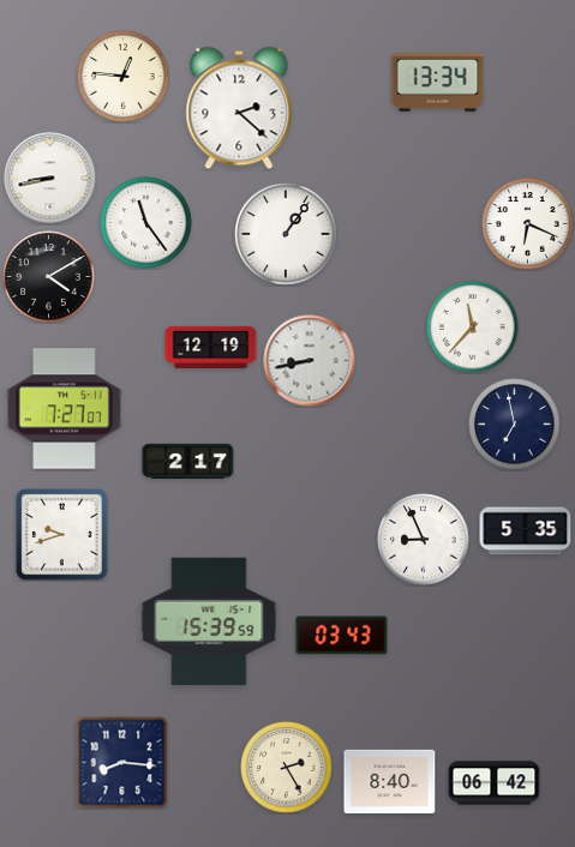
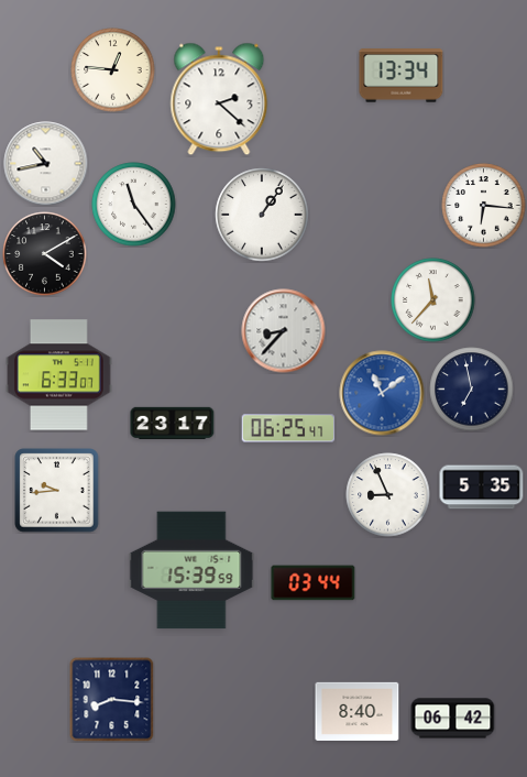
clock at (50, 179): 8:43 -> 10:43
clock at (528, 224): 6:19 -> 6:16
clock at (211, 347): 12:19 -> none
clock at (310, 361): 8:43 -> 8:37
clock at (65, 409): 7:27 -> 6:33
clock at (382, 393): none -> 11:09
clock at (188, 461): 2:17 -> 23:17
clock at (288, 428): none -> 06:25
clock at (62, 535): 9:42 -> 9:44
clock at (342, 636): 03:43 -> 03:44
clock at (287, 768): 2:25 -> none
clock at (390, 781) position: (390, 781) -> (358, 711)
